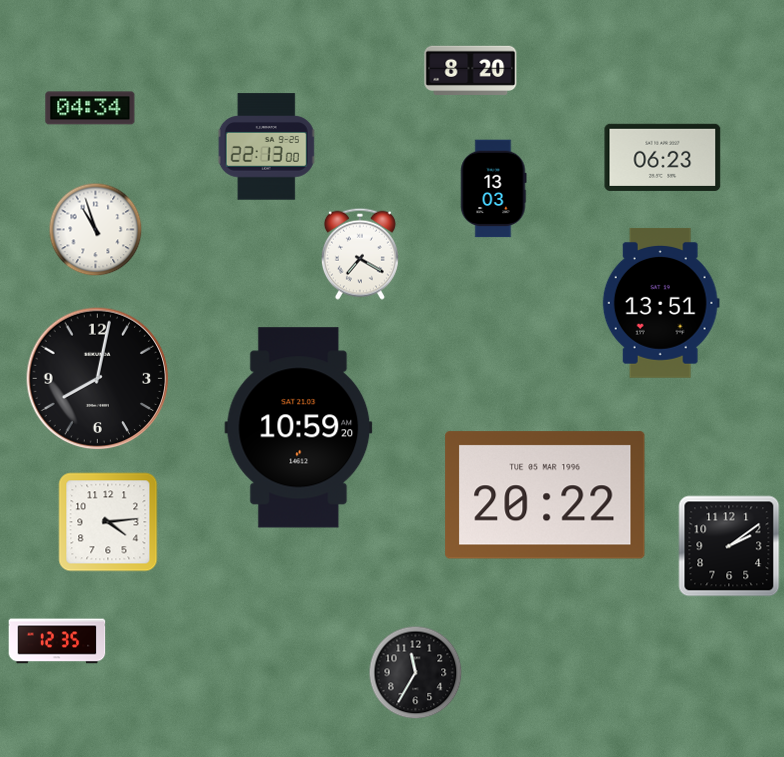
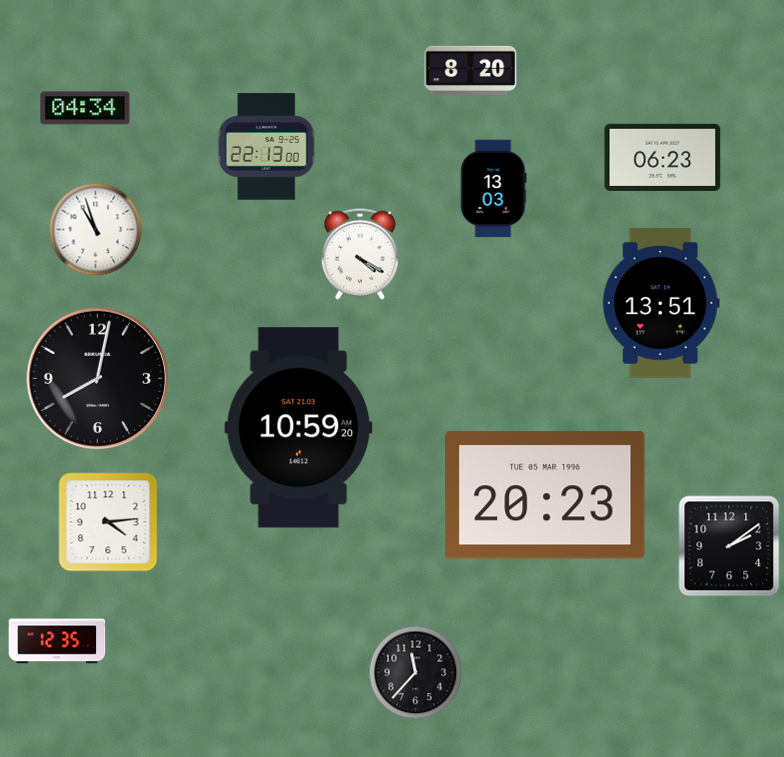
clock at (90, 108) position: (90, 108) -> (85, 108)
clock at (360, 254): 7:20 -> 4:20
clock at (545, 495): 20:22 -> 20:23
clock at (416, 673): 11:35 -> 11:37
